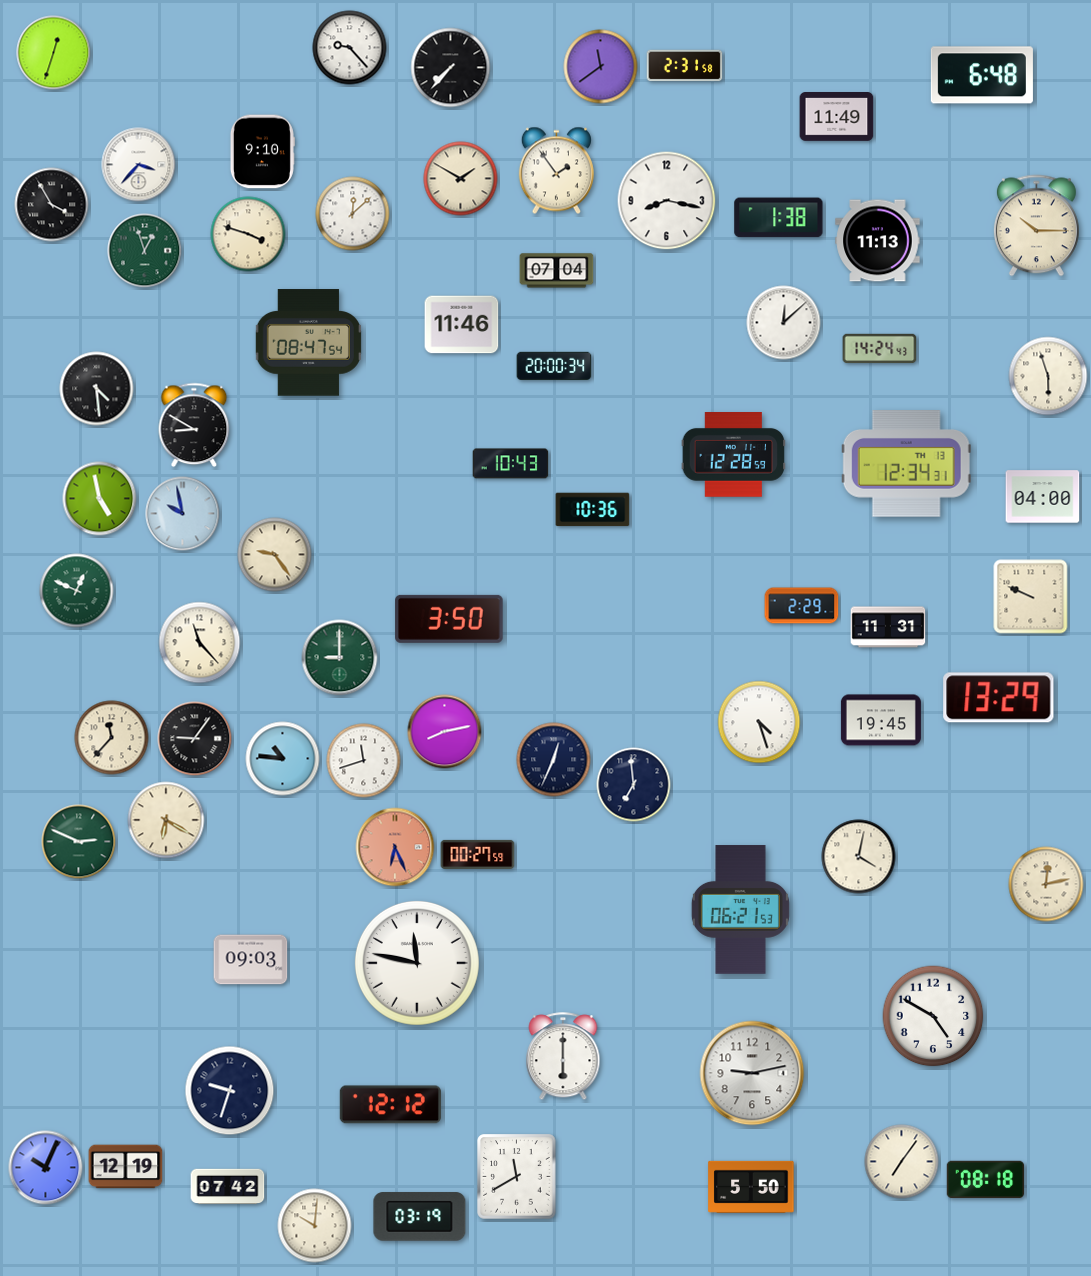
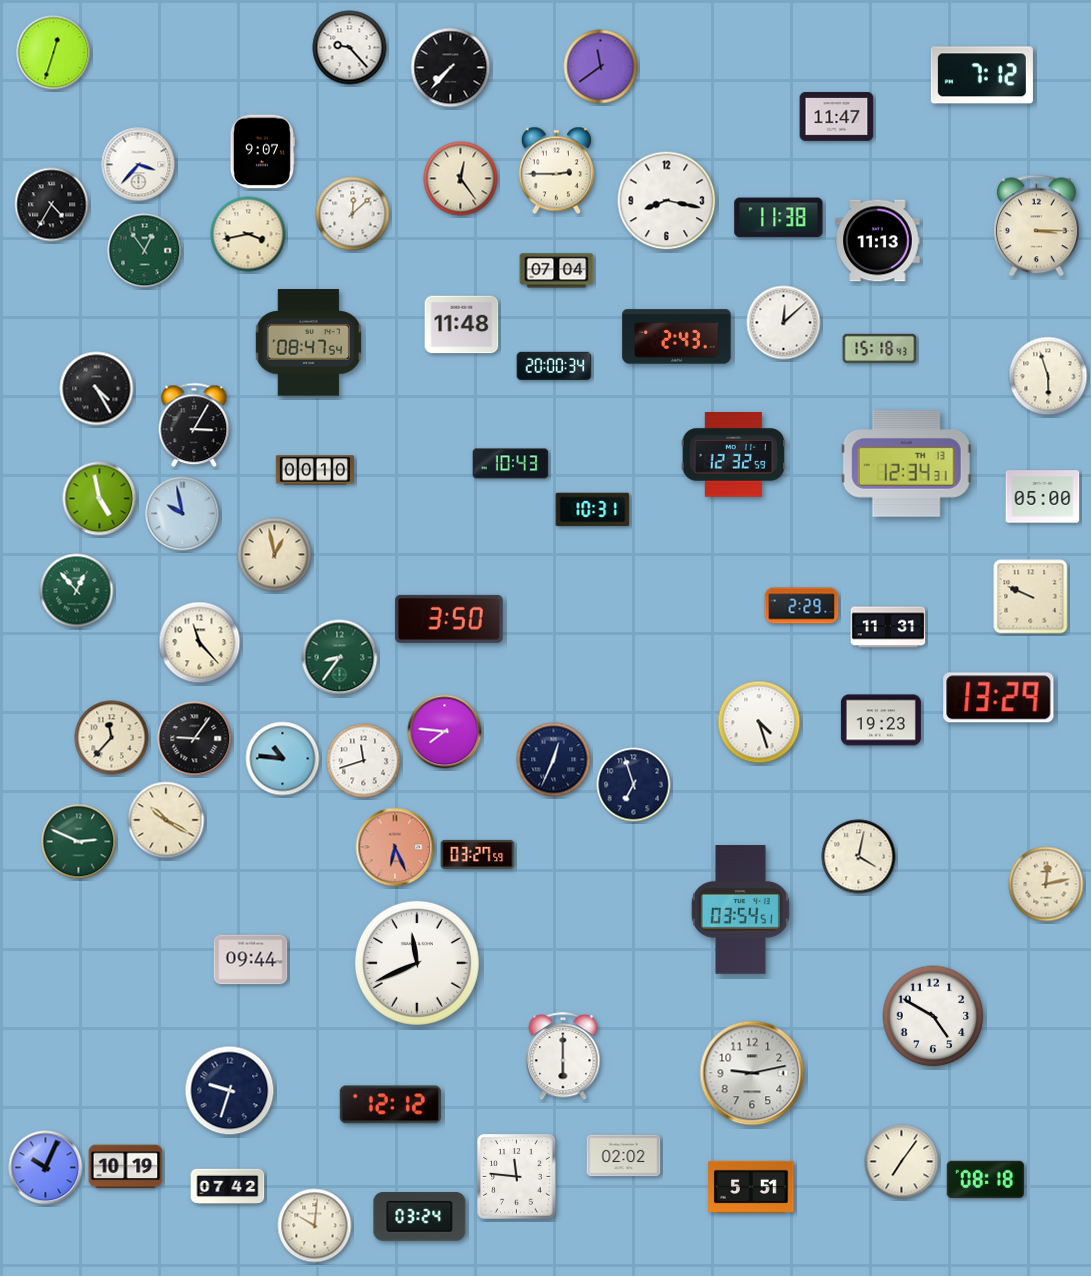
clock at (685, 66): 2:31 -> none
clock at (982, 75): 6:48 -> 7:12
clock at (837, 117): 11:49 -> 11:47
clock at (262, 152): 9:10 -> 9:07
clock at (556, 171): 1:54 -> 2:45
clock at (461, 179): 1:50 -> 12:24
clock at (52, 205): 3:55 -> 4:35
clock at (779, 218): 1:38 -> 11:38
clock at (1036, 226): 10:15 -> 3:15
clock at (248, 234): 3:48 -> 3:43
clock at (145, 251): 12:57 -> 12:54
clock at (462, 325): 11:46 -> 11:48
clock at (677, 337): none -> 2:43
clock at (880, 349): 14:24 -> 15:18
clock at (97, 389): 4:29 -> 4:25
clock at (194, 425): 8:50 -> 3:05
clock at (734, 455): 12:28 -> 12:32
clock at (314, 470): none -> 00:10
clock at (1043, 497): 04:00 -> 05:00
clock at (593, 510): 10:36 -> 10:31
clock at (275, 555): 9:24 -> 12:58
clock at (77, 591): 12:49 -> 12:53
clock at (340, 658): 9:00 -> 8:36
clock at (881, 720): 19:45 -> 19:23
clock at (445, 732): 8:13 -> 7:46
clock at (634, 785): 6:59 -> 6:57
clock at (166, 820): 6:20 -> 10:20
clock at (478, 854): 00:27 -> 03:27
clock at (740, 910): 06:21 -> 03:54
clock at (251, 960): 09:03 -> 09:44
clock at (417, 963): 11:47 -> 11:41
clock at (624, 1156): none -> 02:02
clock at (126, 1167): 12:19 -> 10:19
clock at (517, 1177): 11:40 -> 11:46
clock at (751, 1187): 5:50 -> 5:51
clock at (420, 1217): 03:19 -> 03:24
